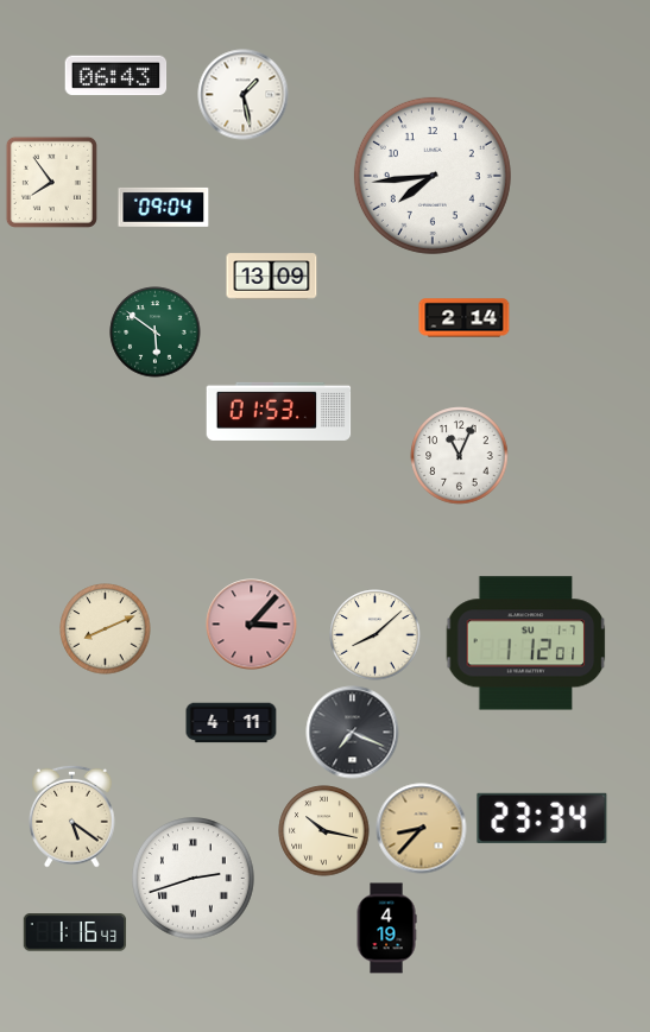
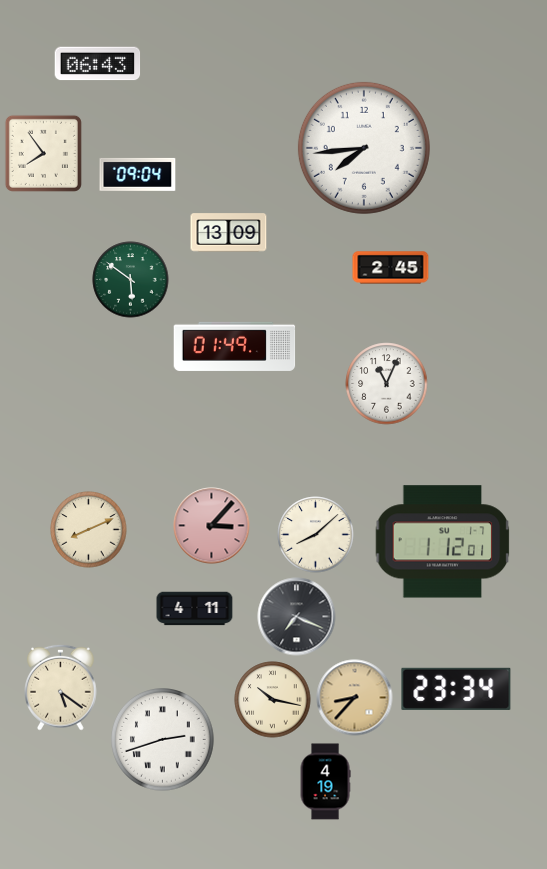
clock at (244, 95): 1:28 -> none
clock at (465, 318): 2:14 -> 2:45
clock at (279, 411): 01:53 -> 01:49
clock at (75, 932): 1:16 -> none
